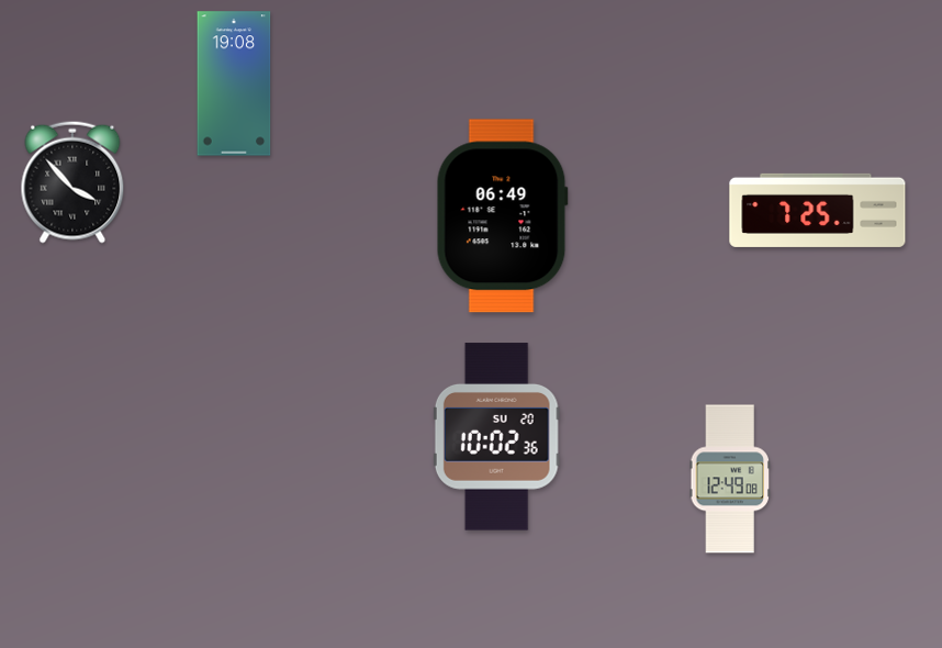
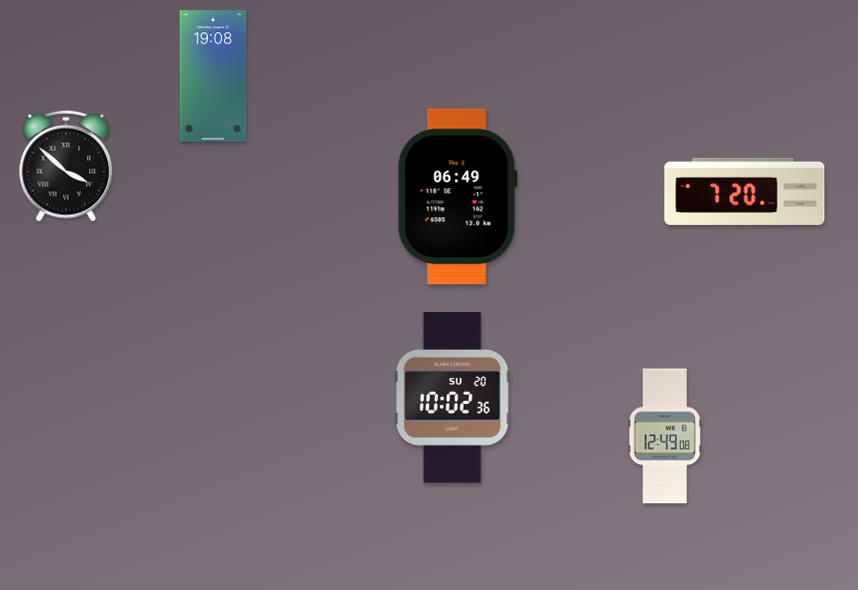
clock at (72, 182): 3:53 -> 3:52
clock at (818, 210): 7:25 -> 7:20
